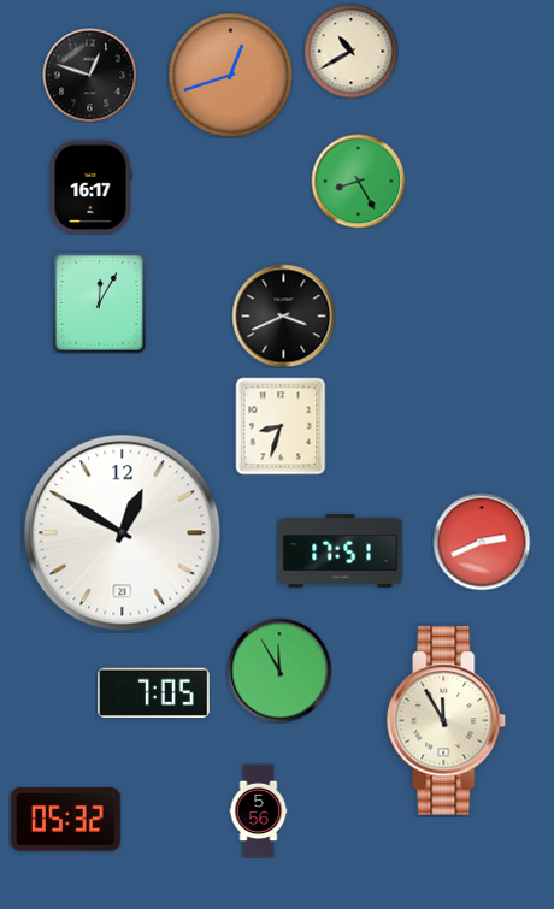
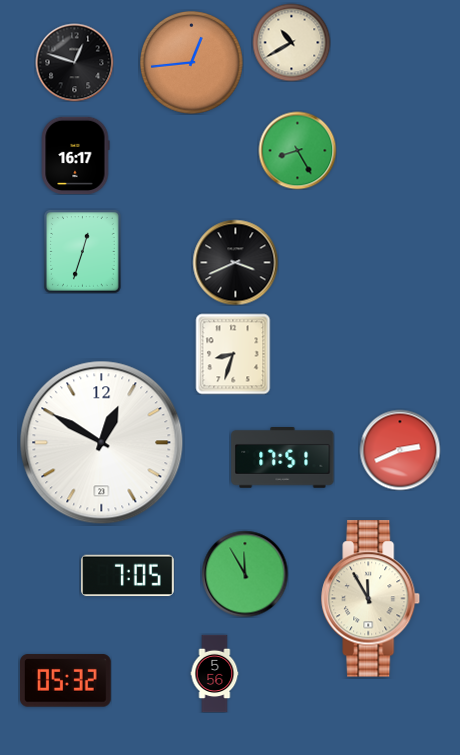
clock at (231, 76): 12:42 -> 12:44
clock at (100, 303): 12:05 -> 12:33
clock at (279, 671) position: (279, 671) -> (245, 574)
clock at (65, 820) position: (65, 820) -> (65, 681)
